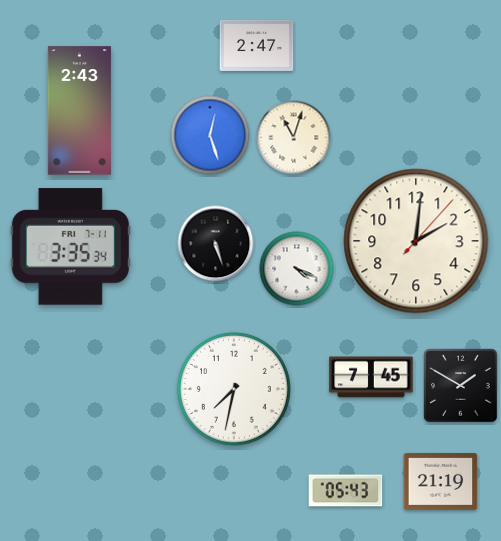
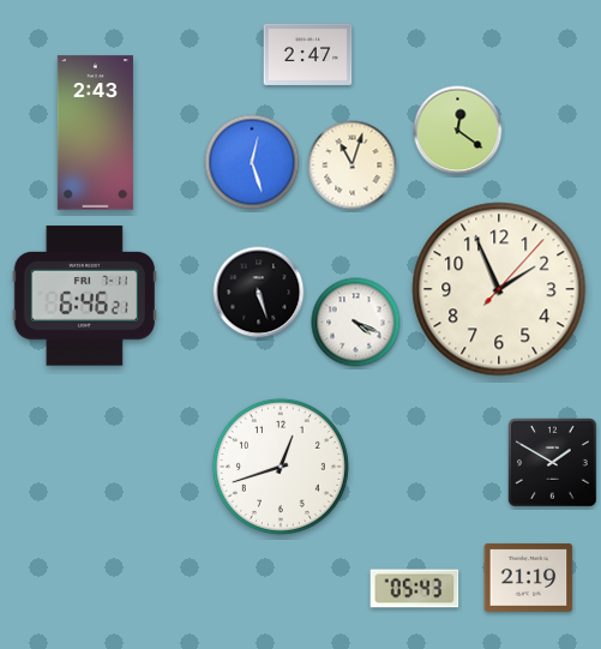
clock at (458, 131): none -> 12:21
clock at (416, 241): 2:01 -> 1:56
clock at (70, 247): 3:35 -> 6:46
clock at (371, 377): 7:45 -> none
clock at (234, 389): 7:32 -> 12:42
